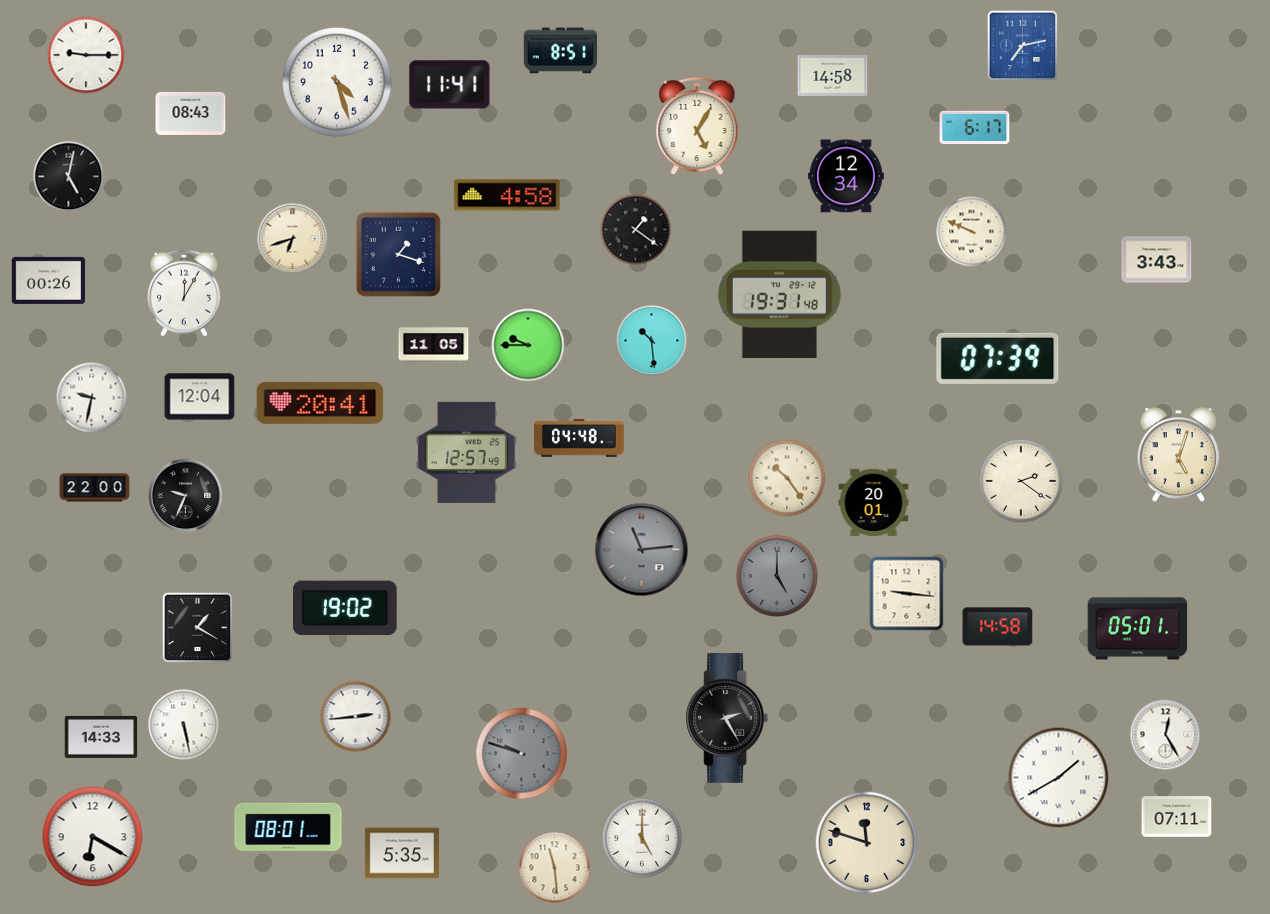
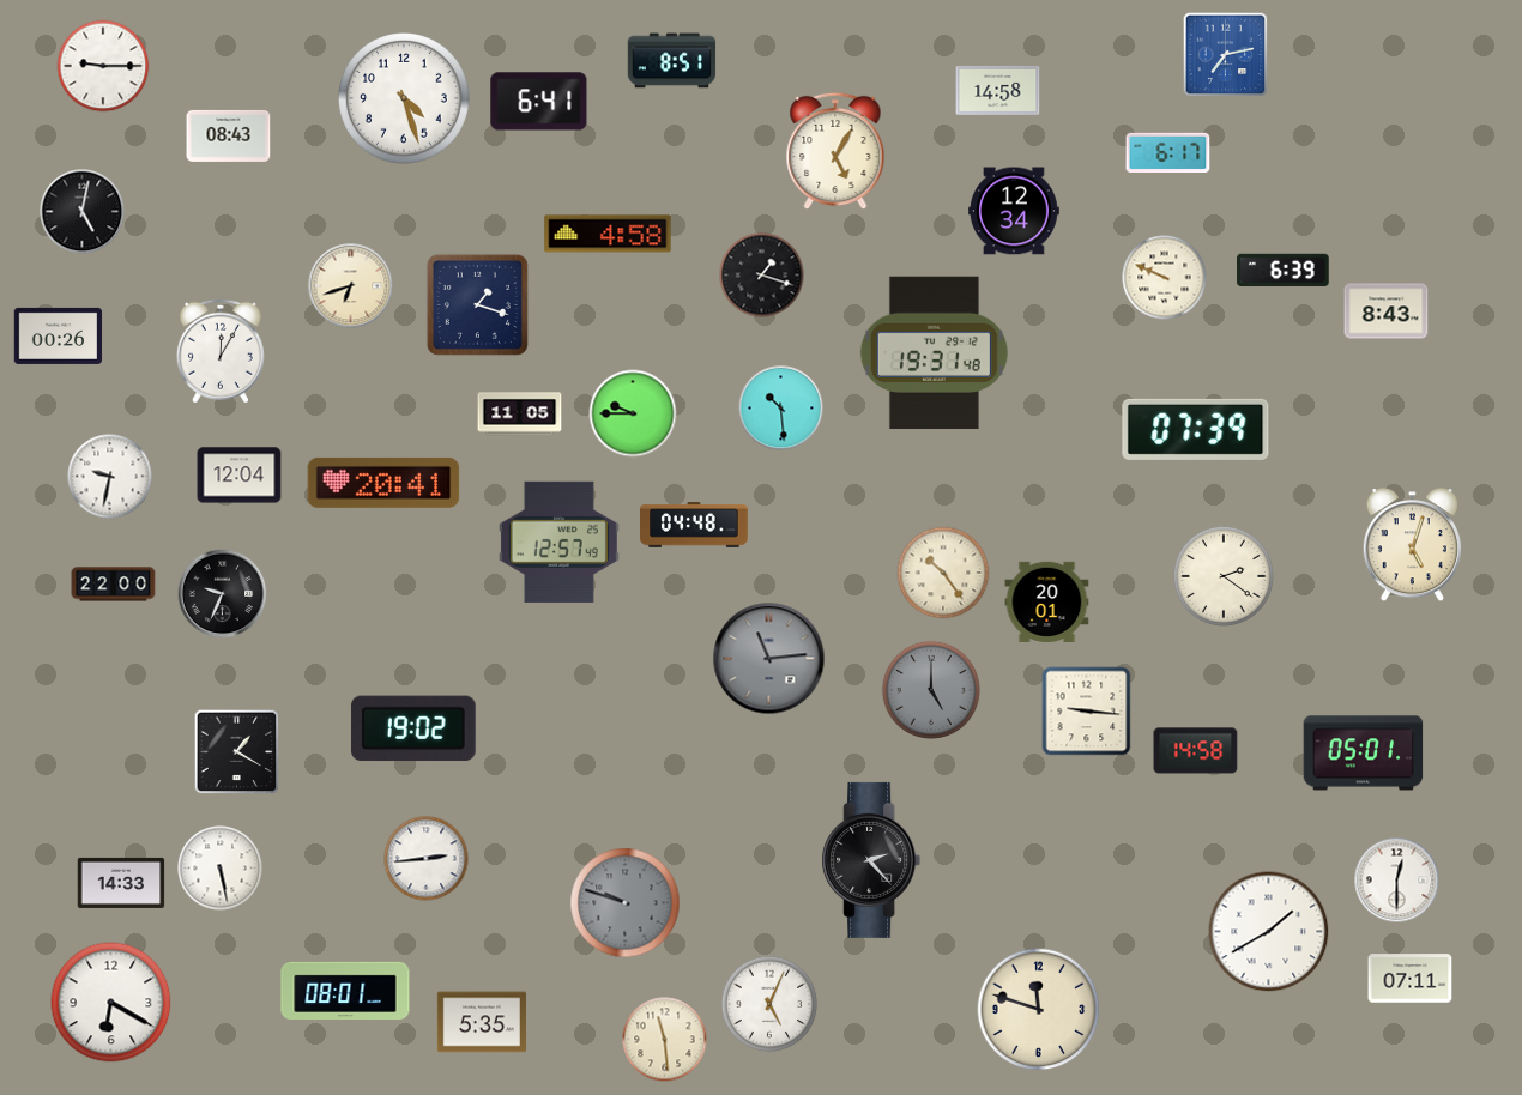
clock at (450, 85): 11:41 -> 6:41
clock at (1284, 271): none -> 6:39
clock at (636, 230): 1:21 -> 1:18
clock at (1157, 260): 3:43 -> 8:43
clock at (727, 718): 2:25 -> 2:23
clock at (1166, 735): 12:25 -> 12:30
clock at (642, 838): 5:00 -> 5:04
